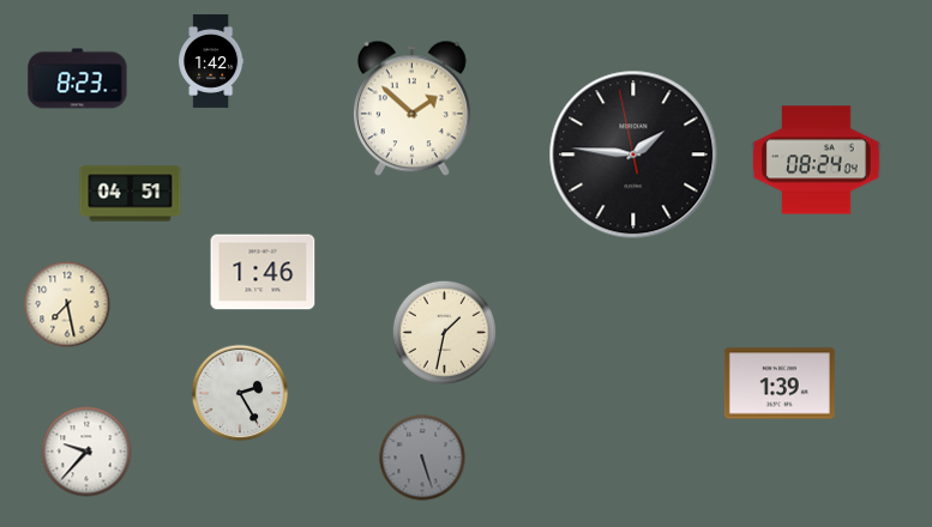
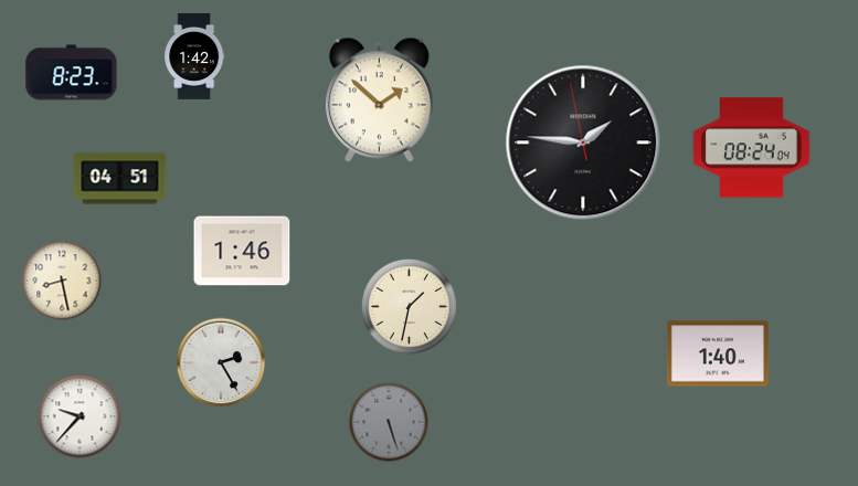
clock at (67, 304): 7:28 -> 8:28
clock at (780, 383): 1:39 -> 1:40
